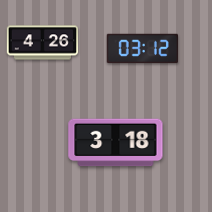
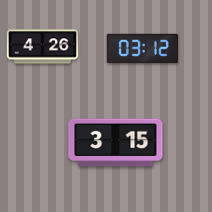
clock at (43, 43) position: (43, 43) -> (43, 47)
clock at (116, 143): 3:18 -> 3:15
